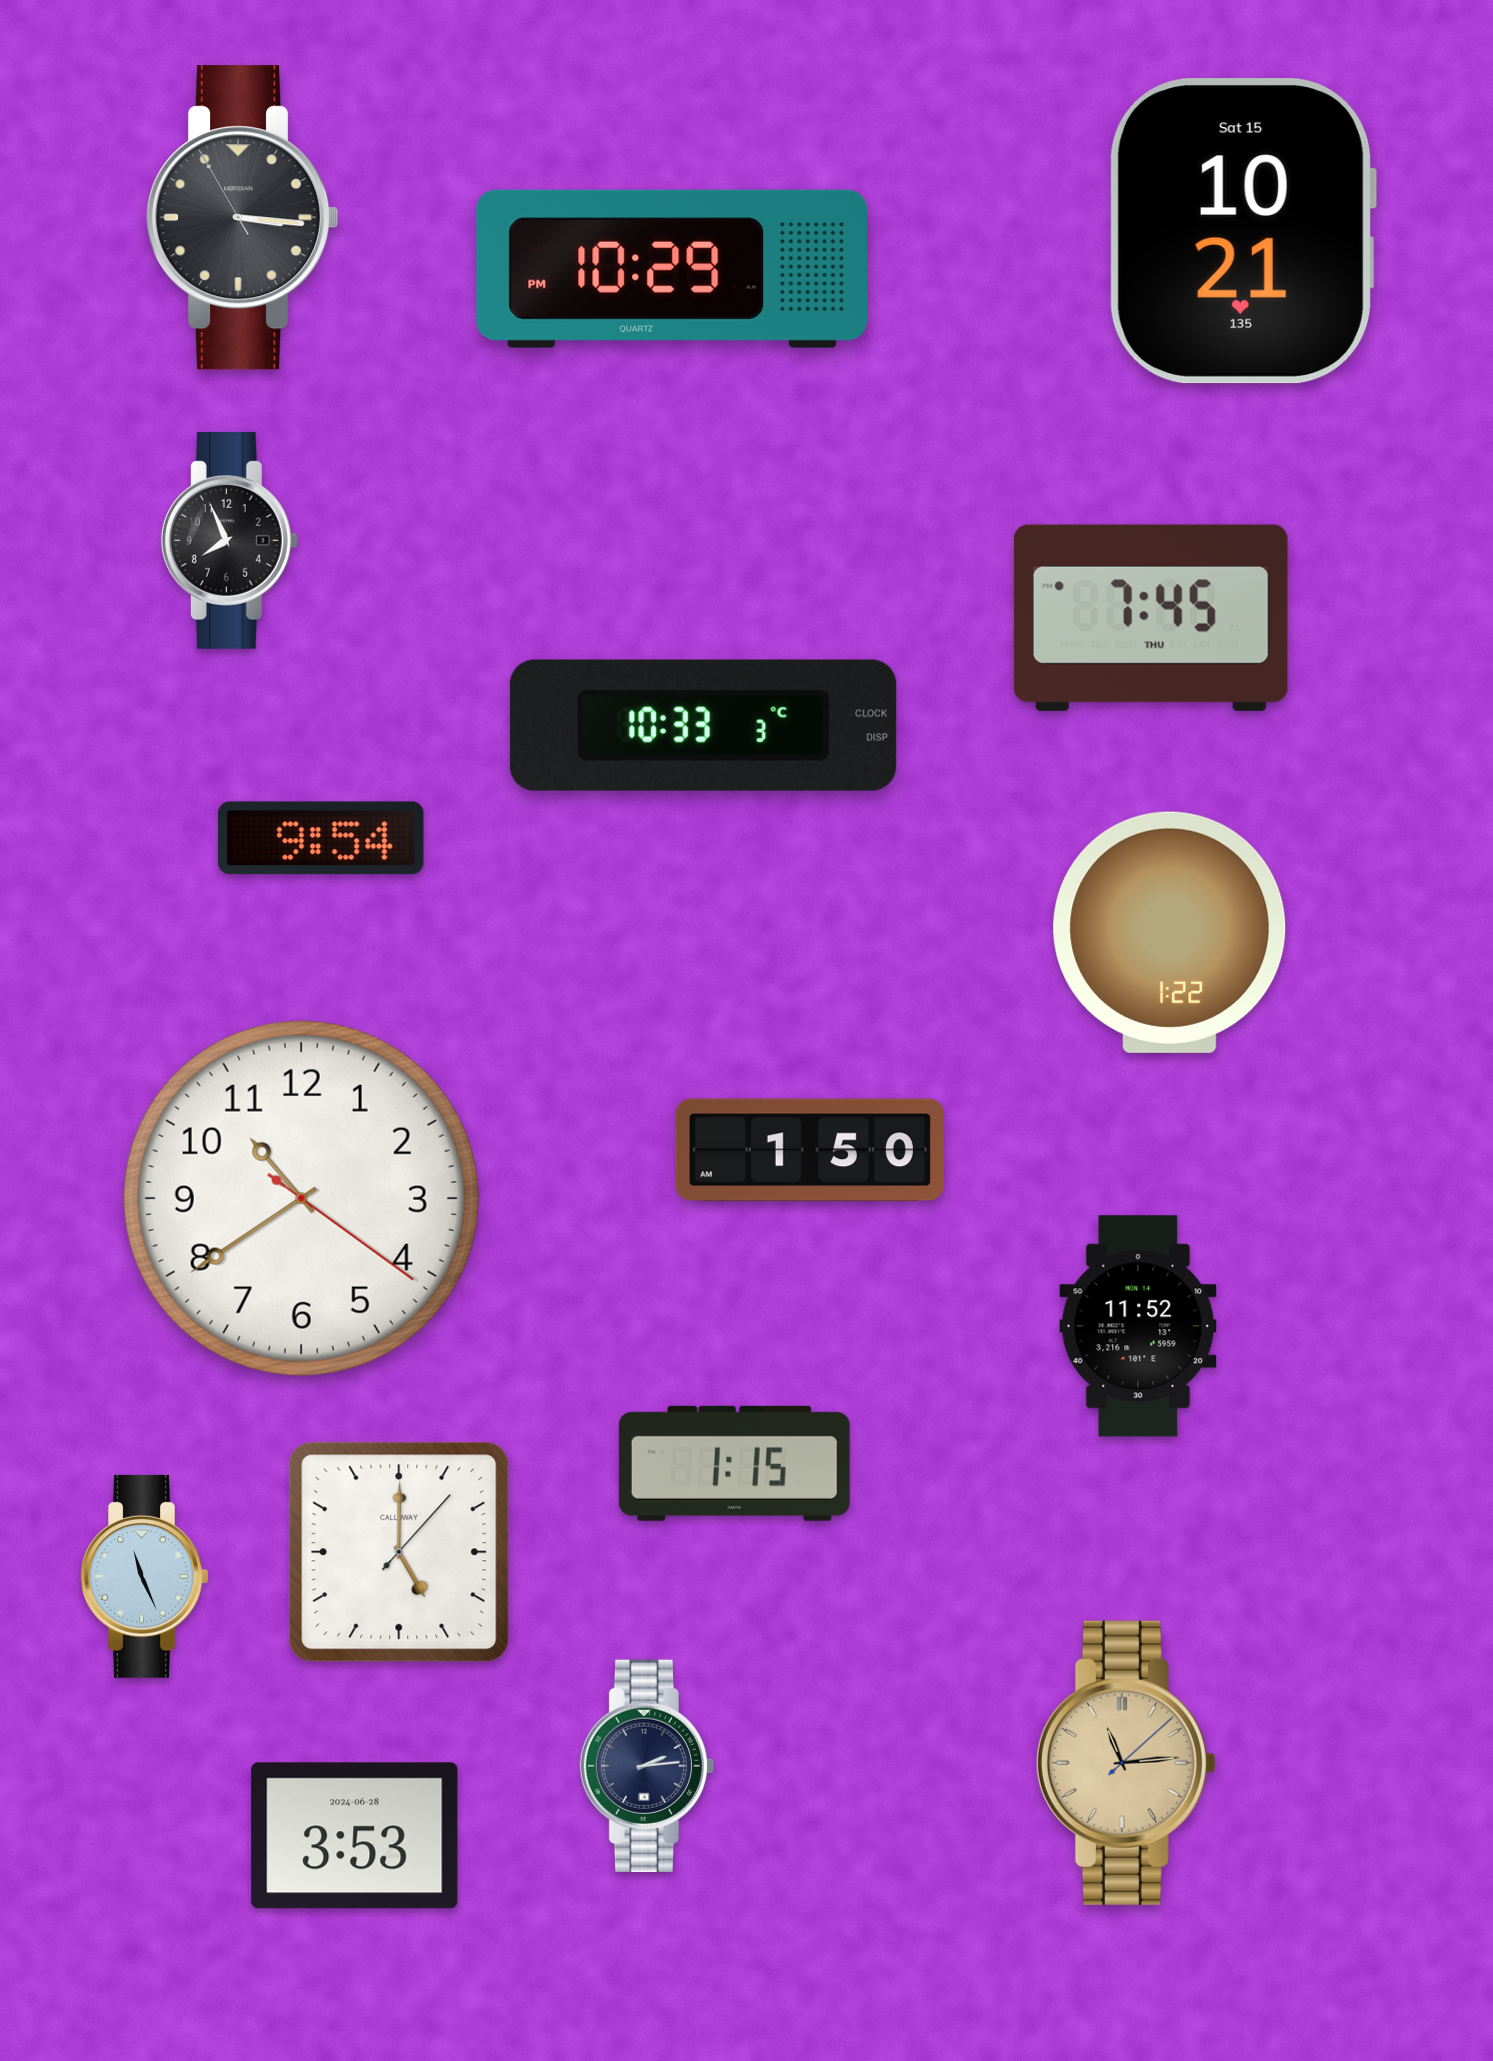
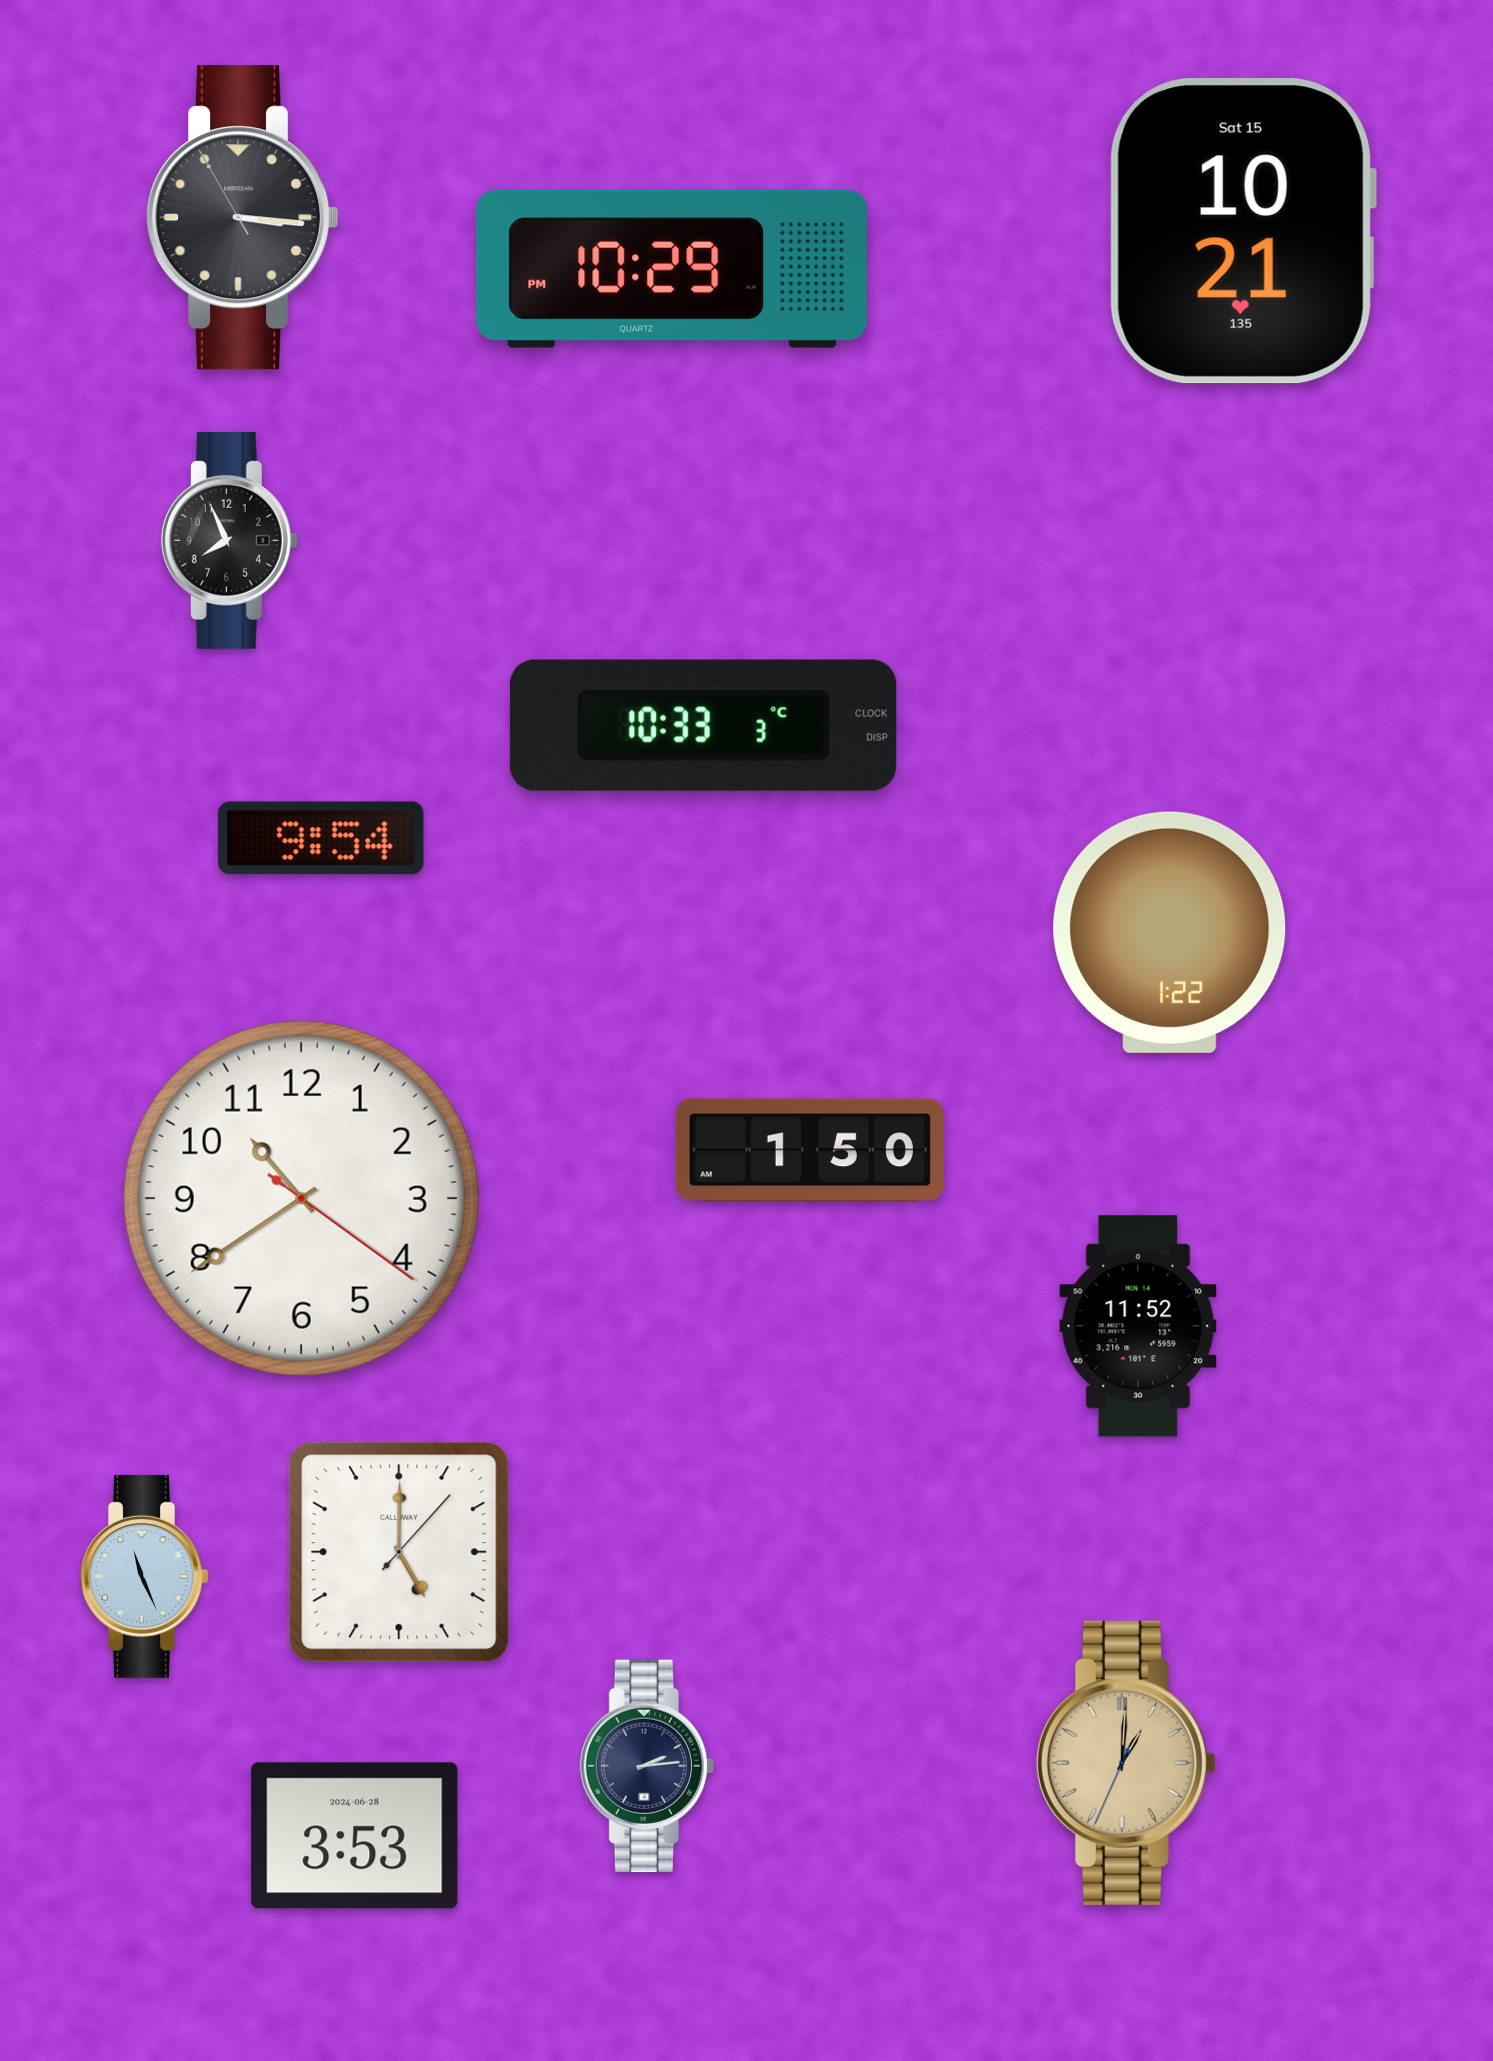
clock at (1151, 618): 7:45 -> none
clock at (734, 1463): 1:15 -> none
clock at (1126, 1763): 11:14 -> 1:00
